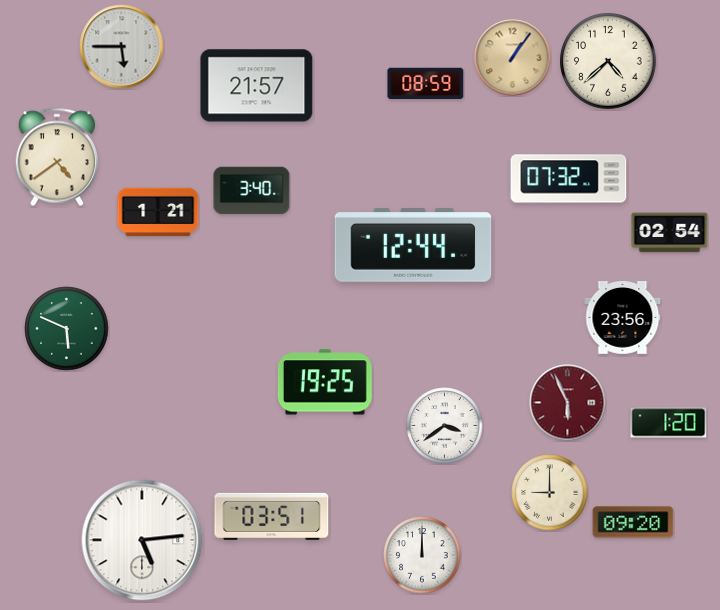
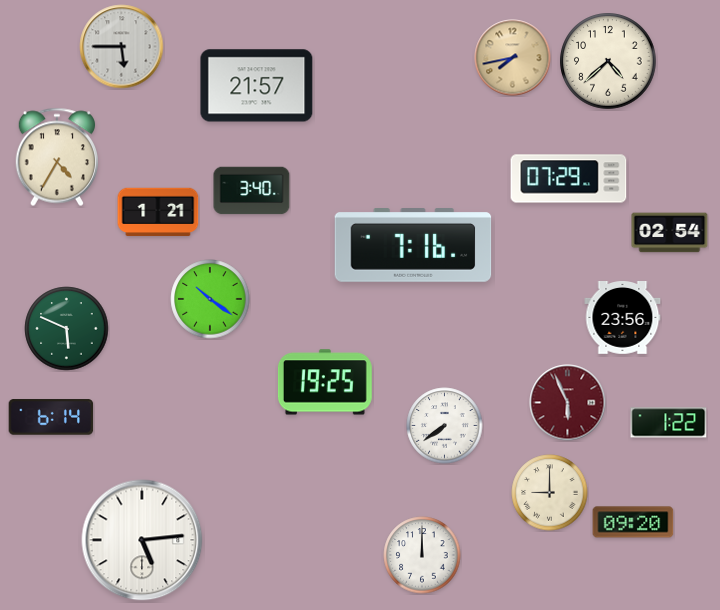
clock at (513, 58): 1:06 -> 7:43
clock at (426, 84): 08:59 -> none
clock at (56, 157): 4:39 -> 4:35
clock at (569, 179): 07:32 -> 07:29
clock at (413, 246): 12:44 -> 7:16
clock at (210, 299): none -> 10:21
clock at (51, 417): none -> 6:14
clock at (669, 423): 1:20 -> 1:22
clock at (445, 426): 3:39 -> 7:39
clock at (272, 516): 03:51 -> none
